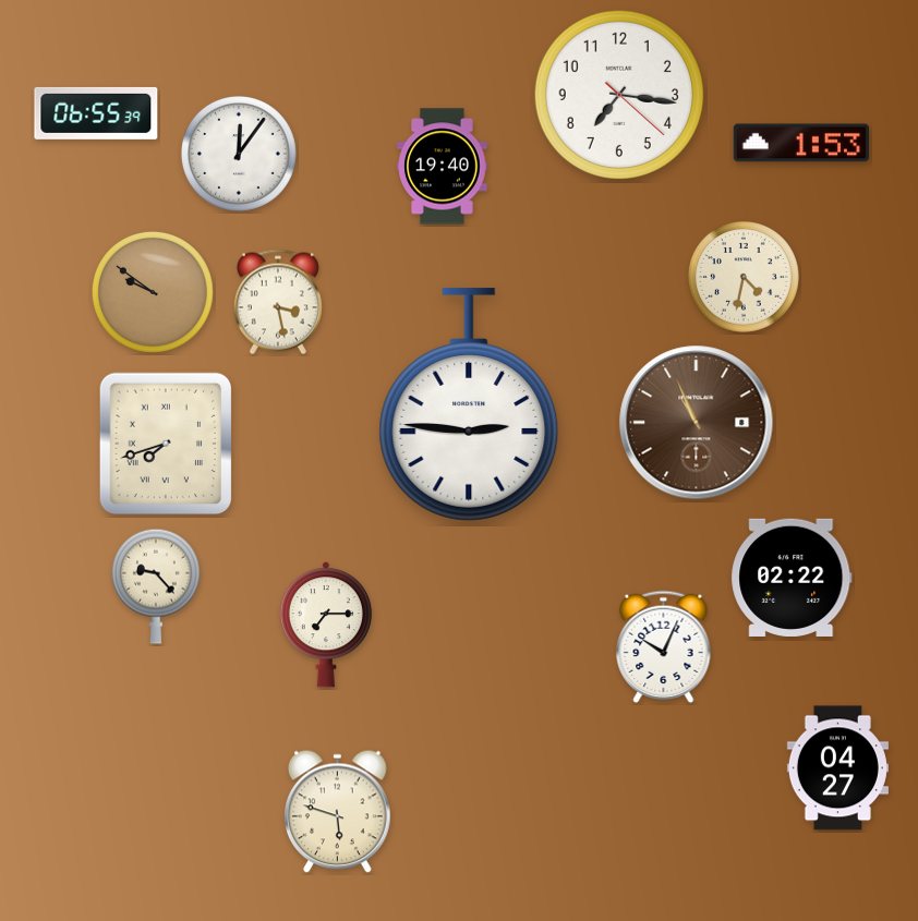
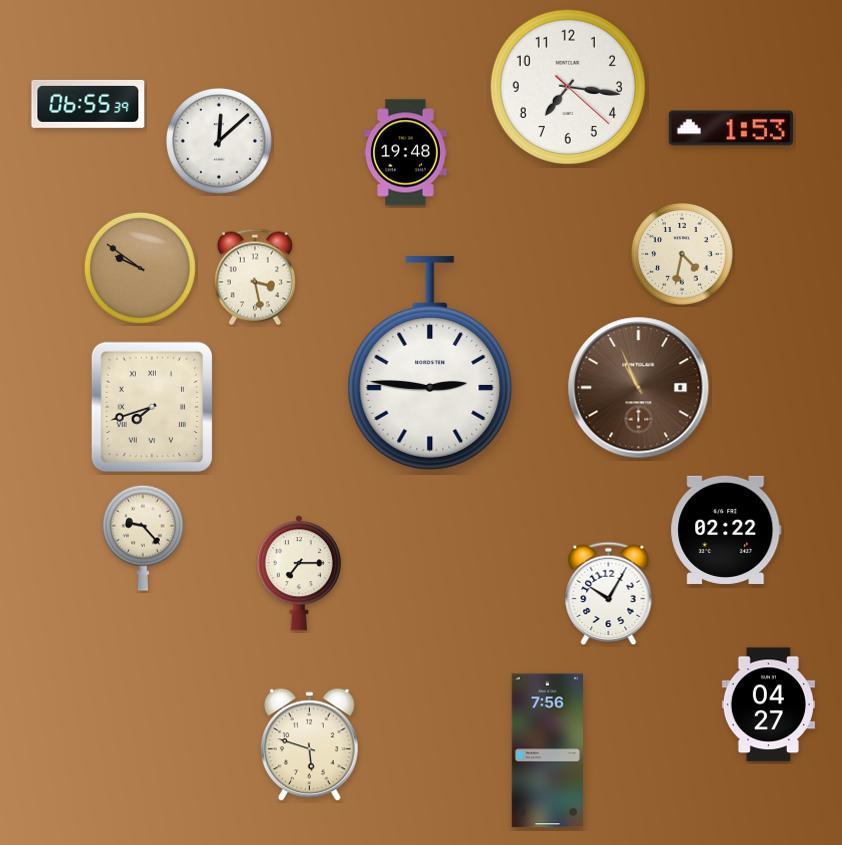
clock at (800, 143) position: (800, 143) -> (730, 128)
clock at (239, 154): 12:06 -> 12:08
clock at (443, 167): 19:40 -> 19:48
clock at (469, 404) position: (469, 404) -> (430, 363)
clock at (664, 647): 10:04 -> 10:05
clock at (547, 751): none -> 7:56
